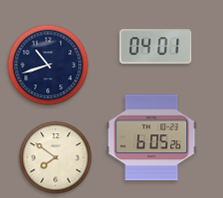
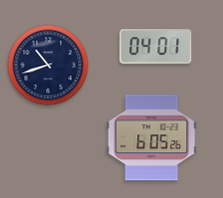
clock at (56, 158): 7:51 -> none
